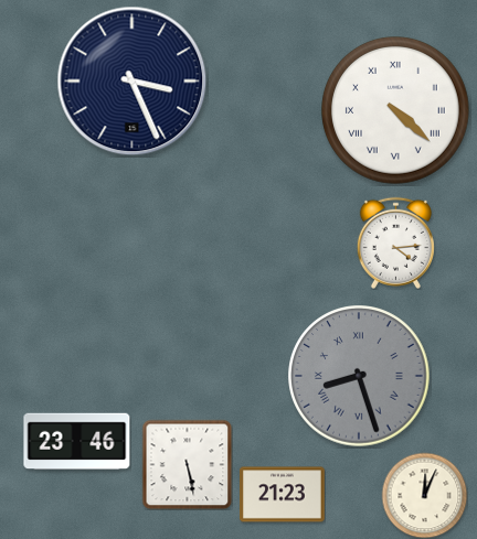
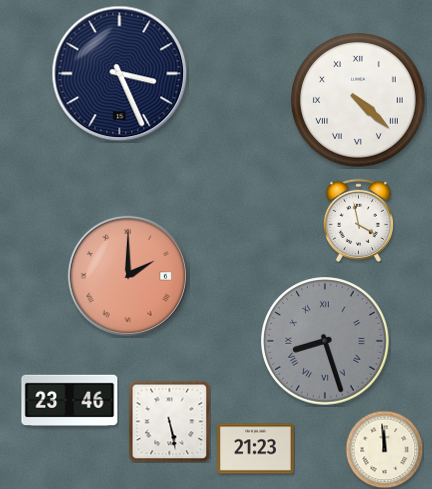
clock at (395, 242): 4:14 -> 3:58
clock at (128, 276): none -> 2:00
clock at (424, 495): 12:04 -> 11:59
